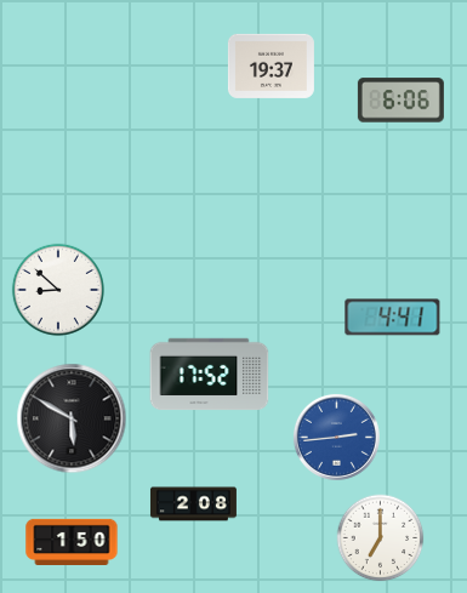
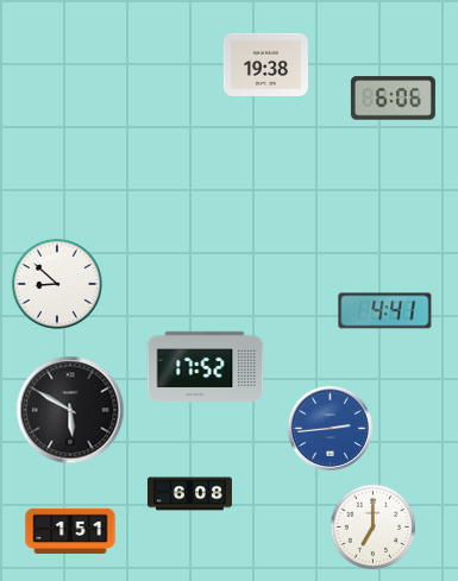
clock at (270, 65): 19:37 -> 19:38
clock at (193, 504): 2:08 -> 6:08
clock at (72, 541): 1:50 -> 1:51
